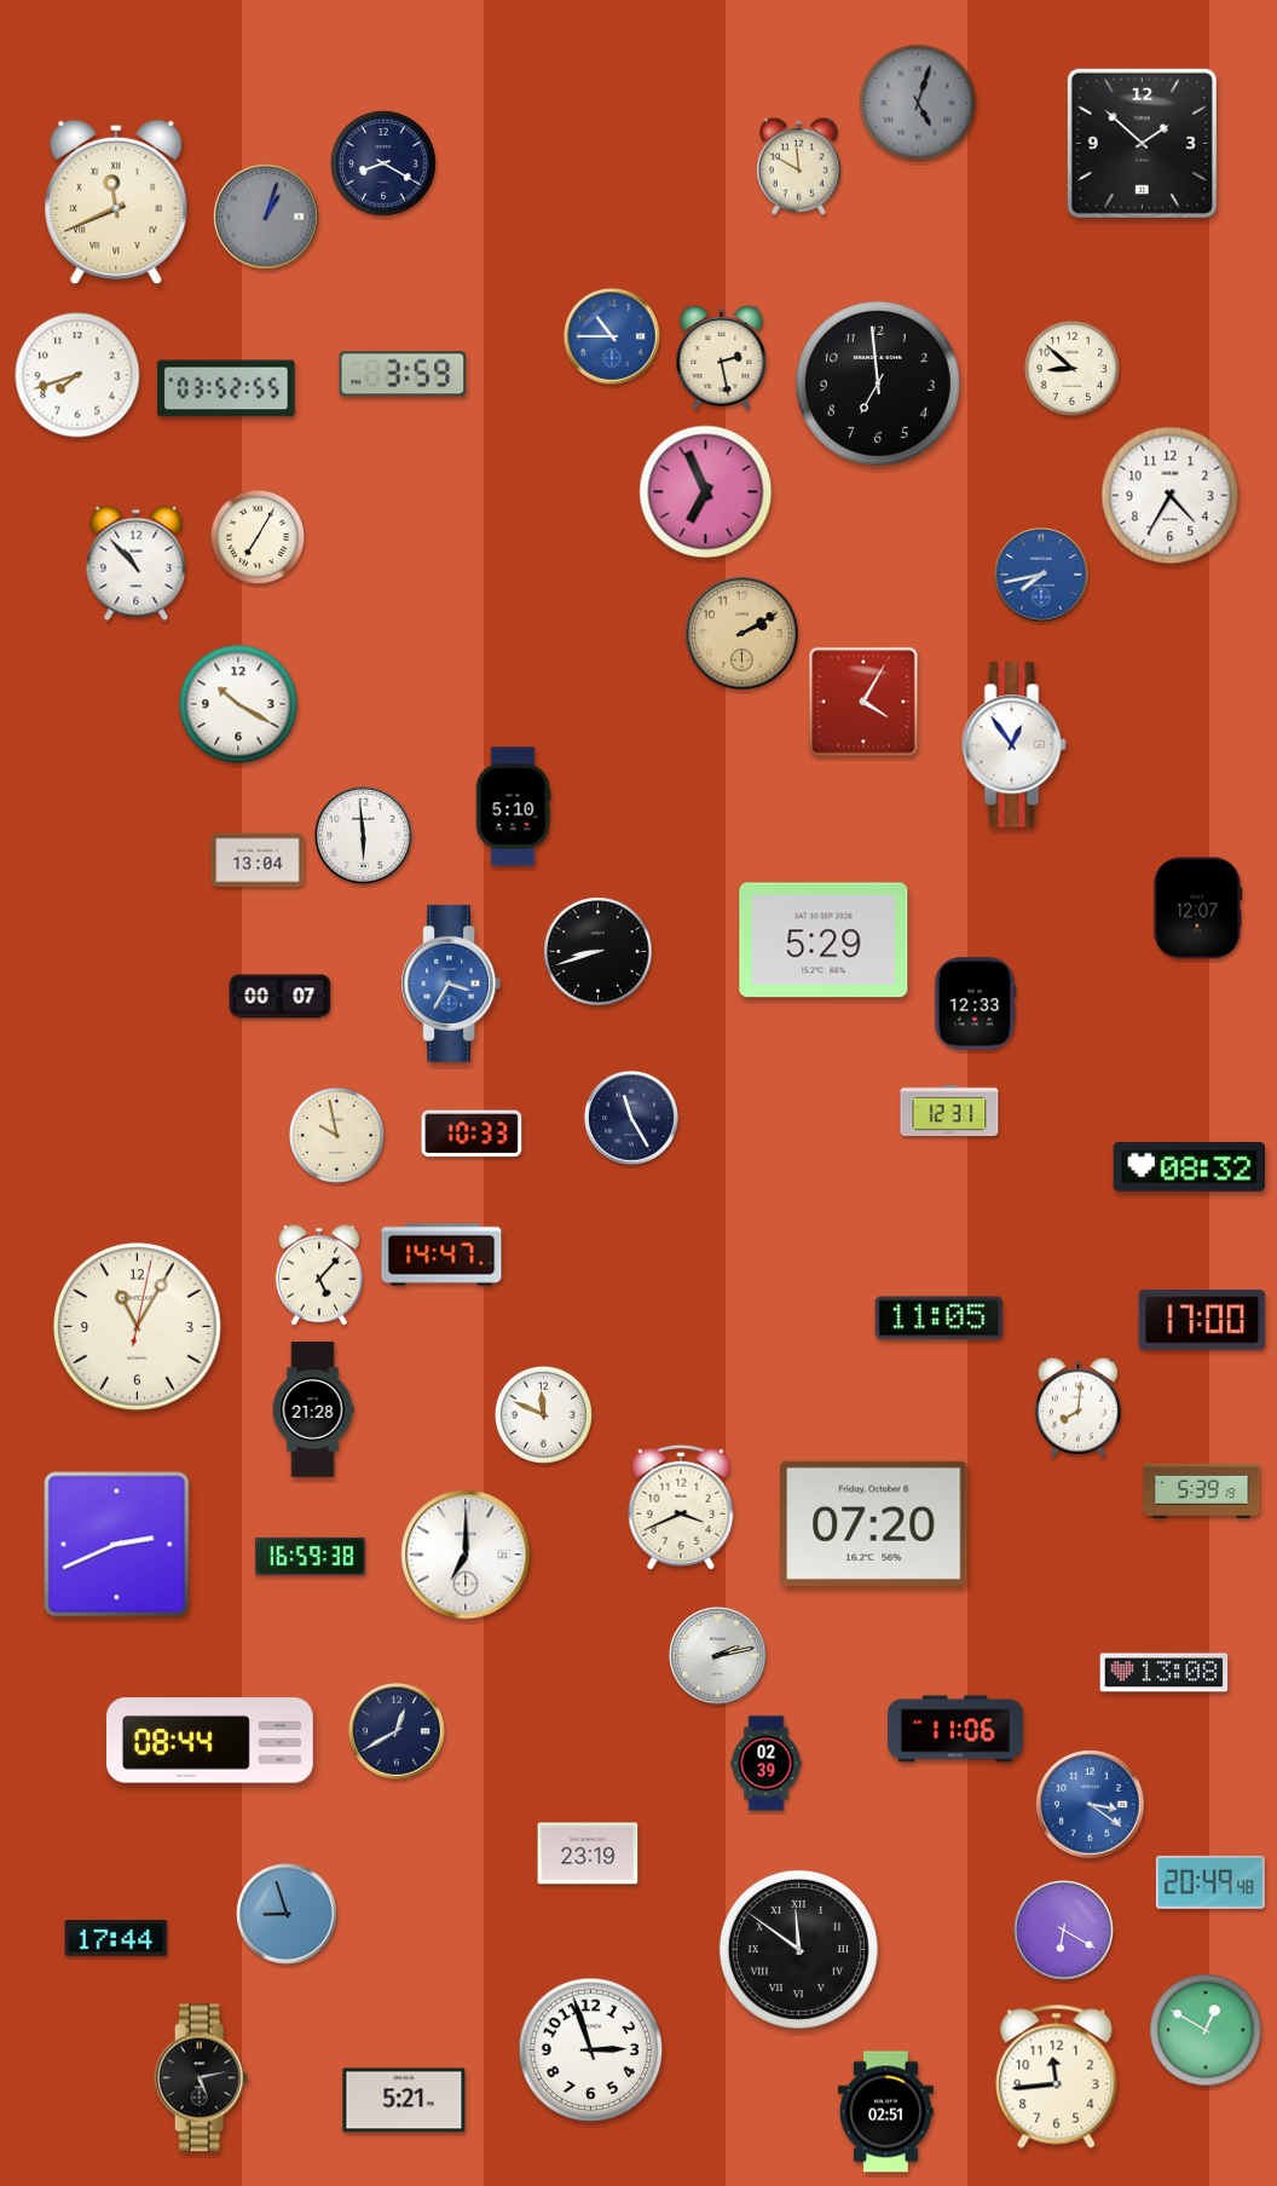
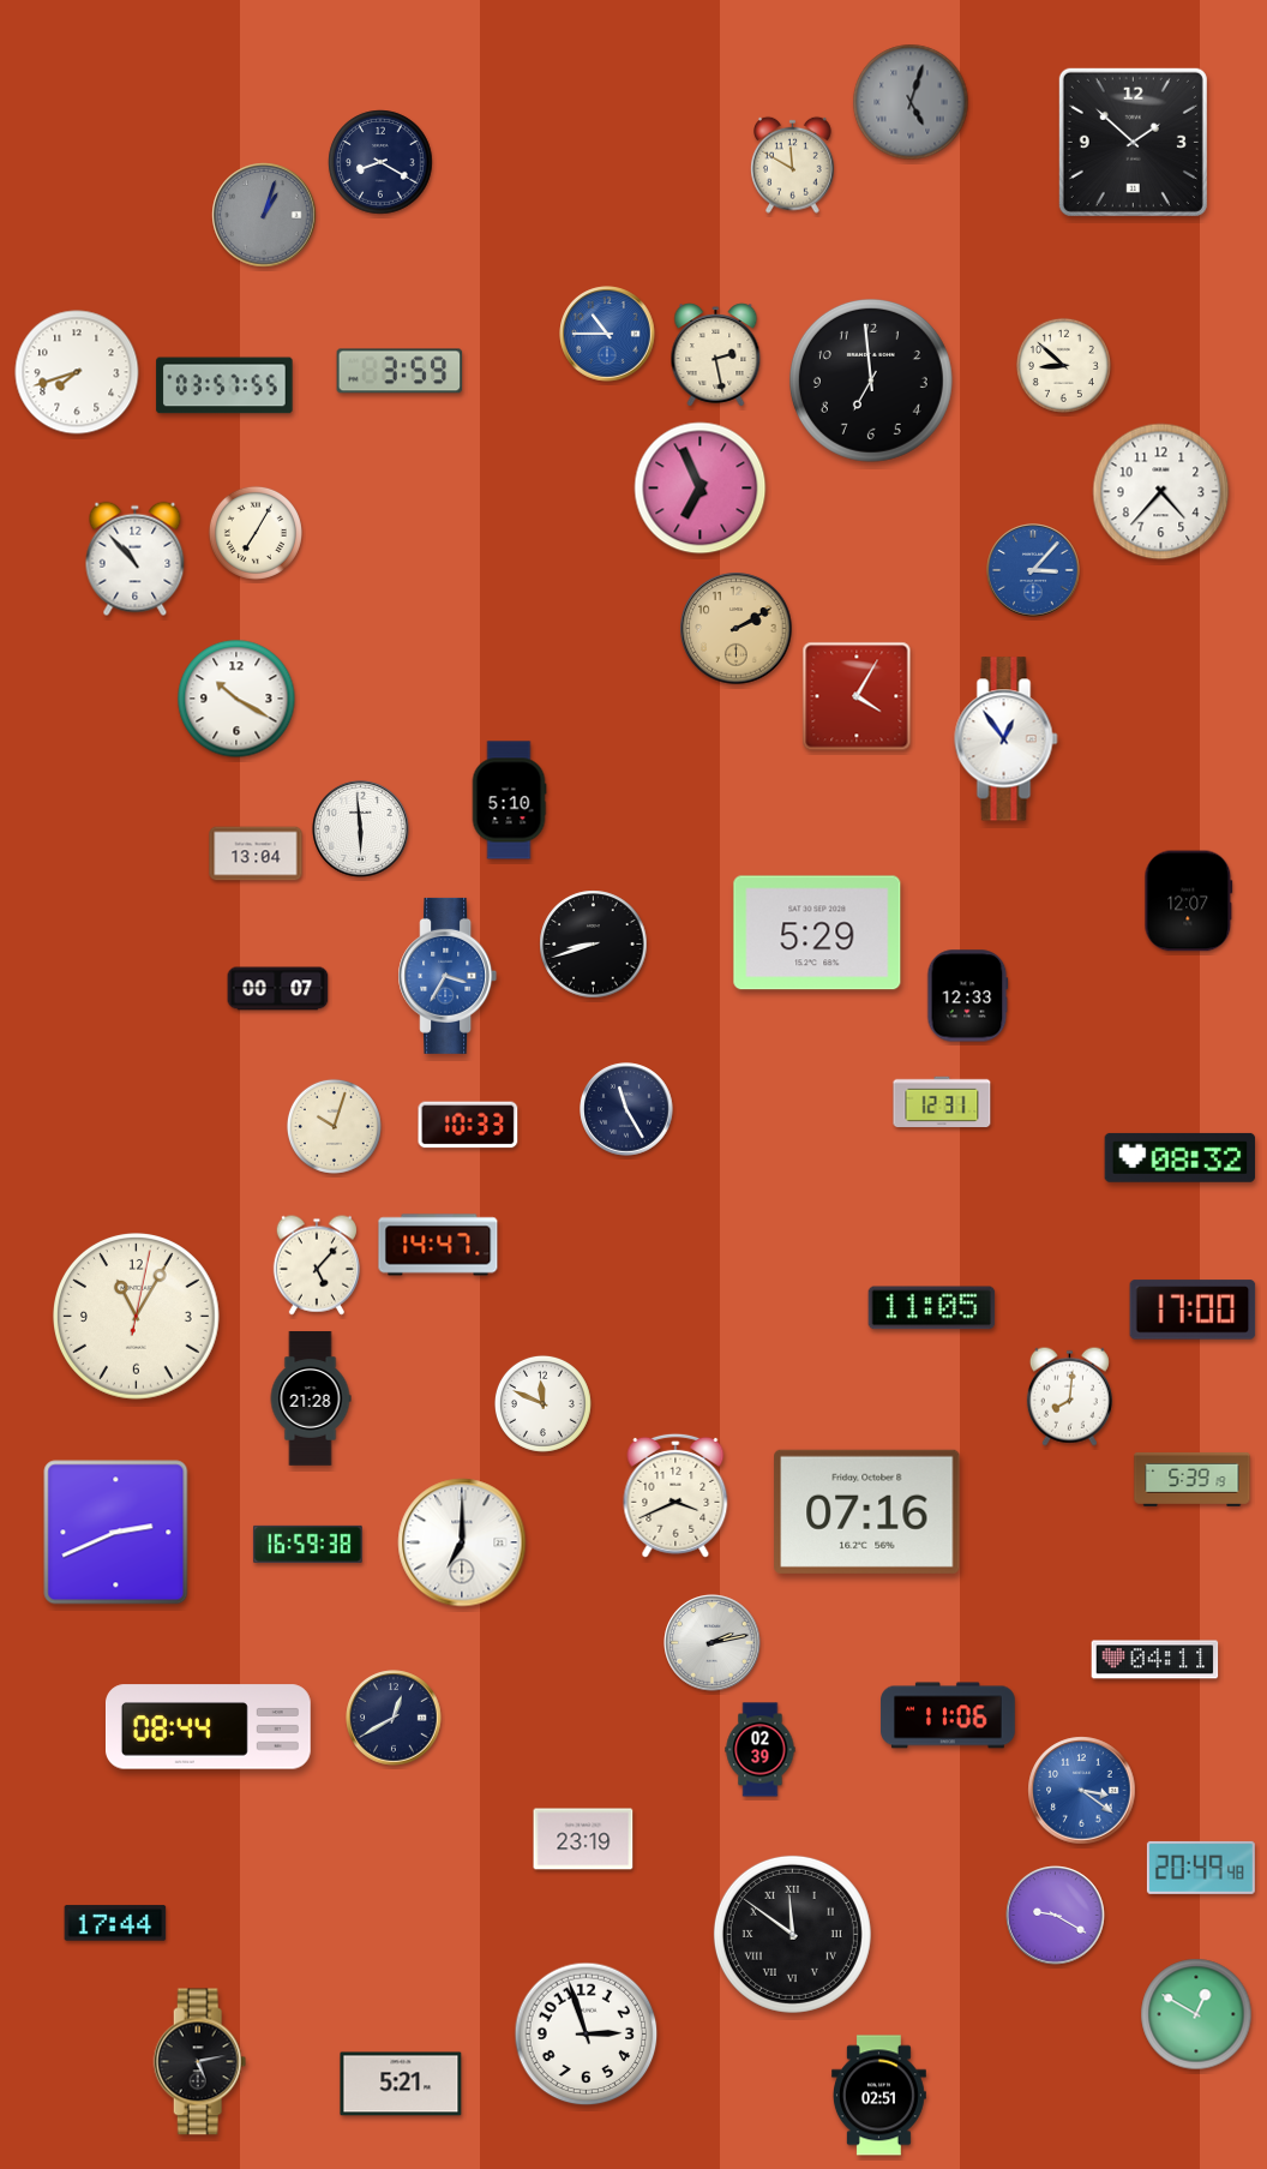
clock at (116, 202): 11:41 -> none
clock at (226, 388): 03:52 -> 03:57
clock at (1171, 496): 4:35 -> 4:37
clock at (1041, 575): 7:43 -> 3:07
clock at (336, 1135): 9:58 -> 10:03
clock at (543, 1414) position: (543, 1414) -> (542, 1403)
clock at (874, 1523): 07:20 -> 07:16
clock at (1165, 1673): 13:08 -> 04:11
clock at (287, 1914): 8:57 -> none
clock at (1064, 1931): 6:20 -> 9:20
clock at (1057, 2077): 11:44 -> none
